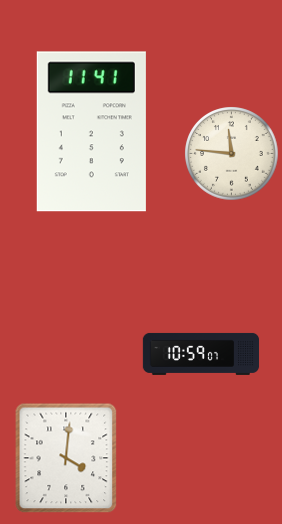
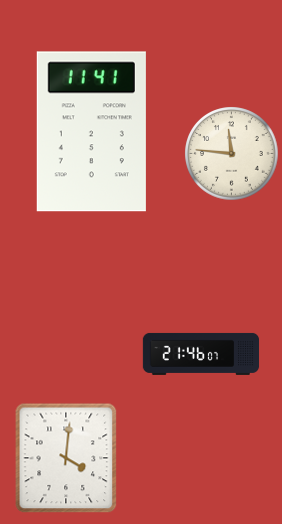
clock at (201, 354): 10:59 -> 21:46
